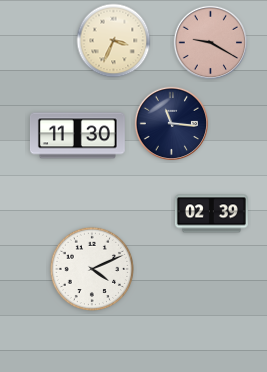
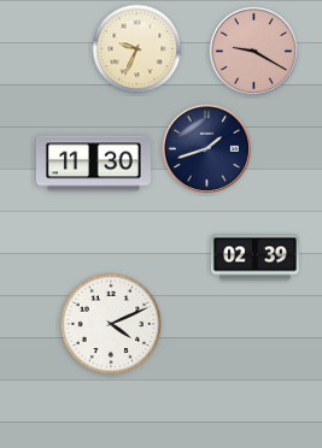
clock at (114, 41): 3:34 -> 9:34
clock at (171, 123): 11:16 -> 1:42
